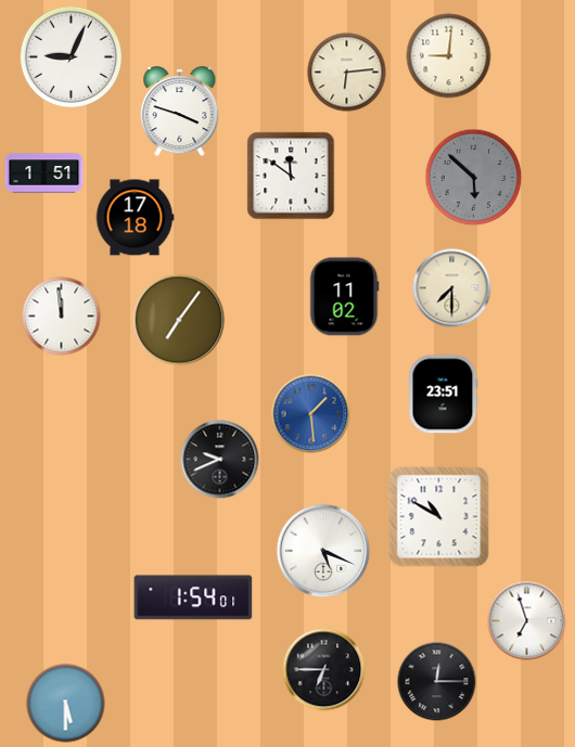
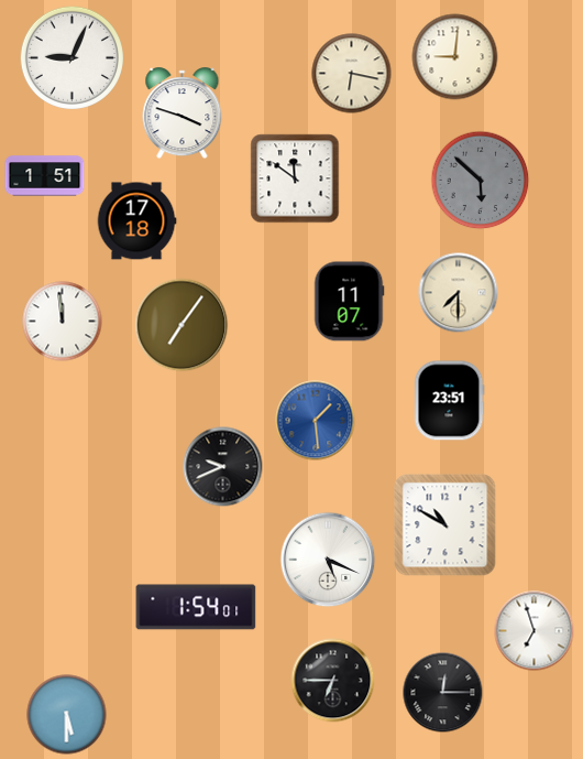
clock at (347, 73): 6:14 -> 6:17
clock at (344, 297): 11:02 -> 11:07
clock at (324, 670) position: (324, 670) -> (333, 681)
